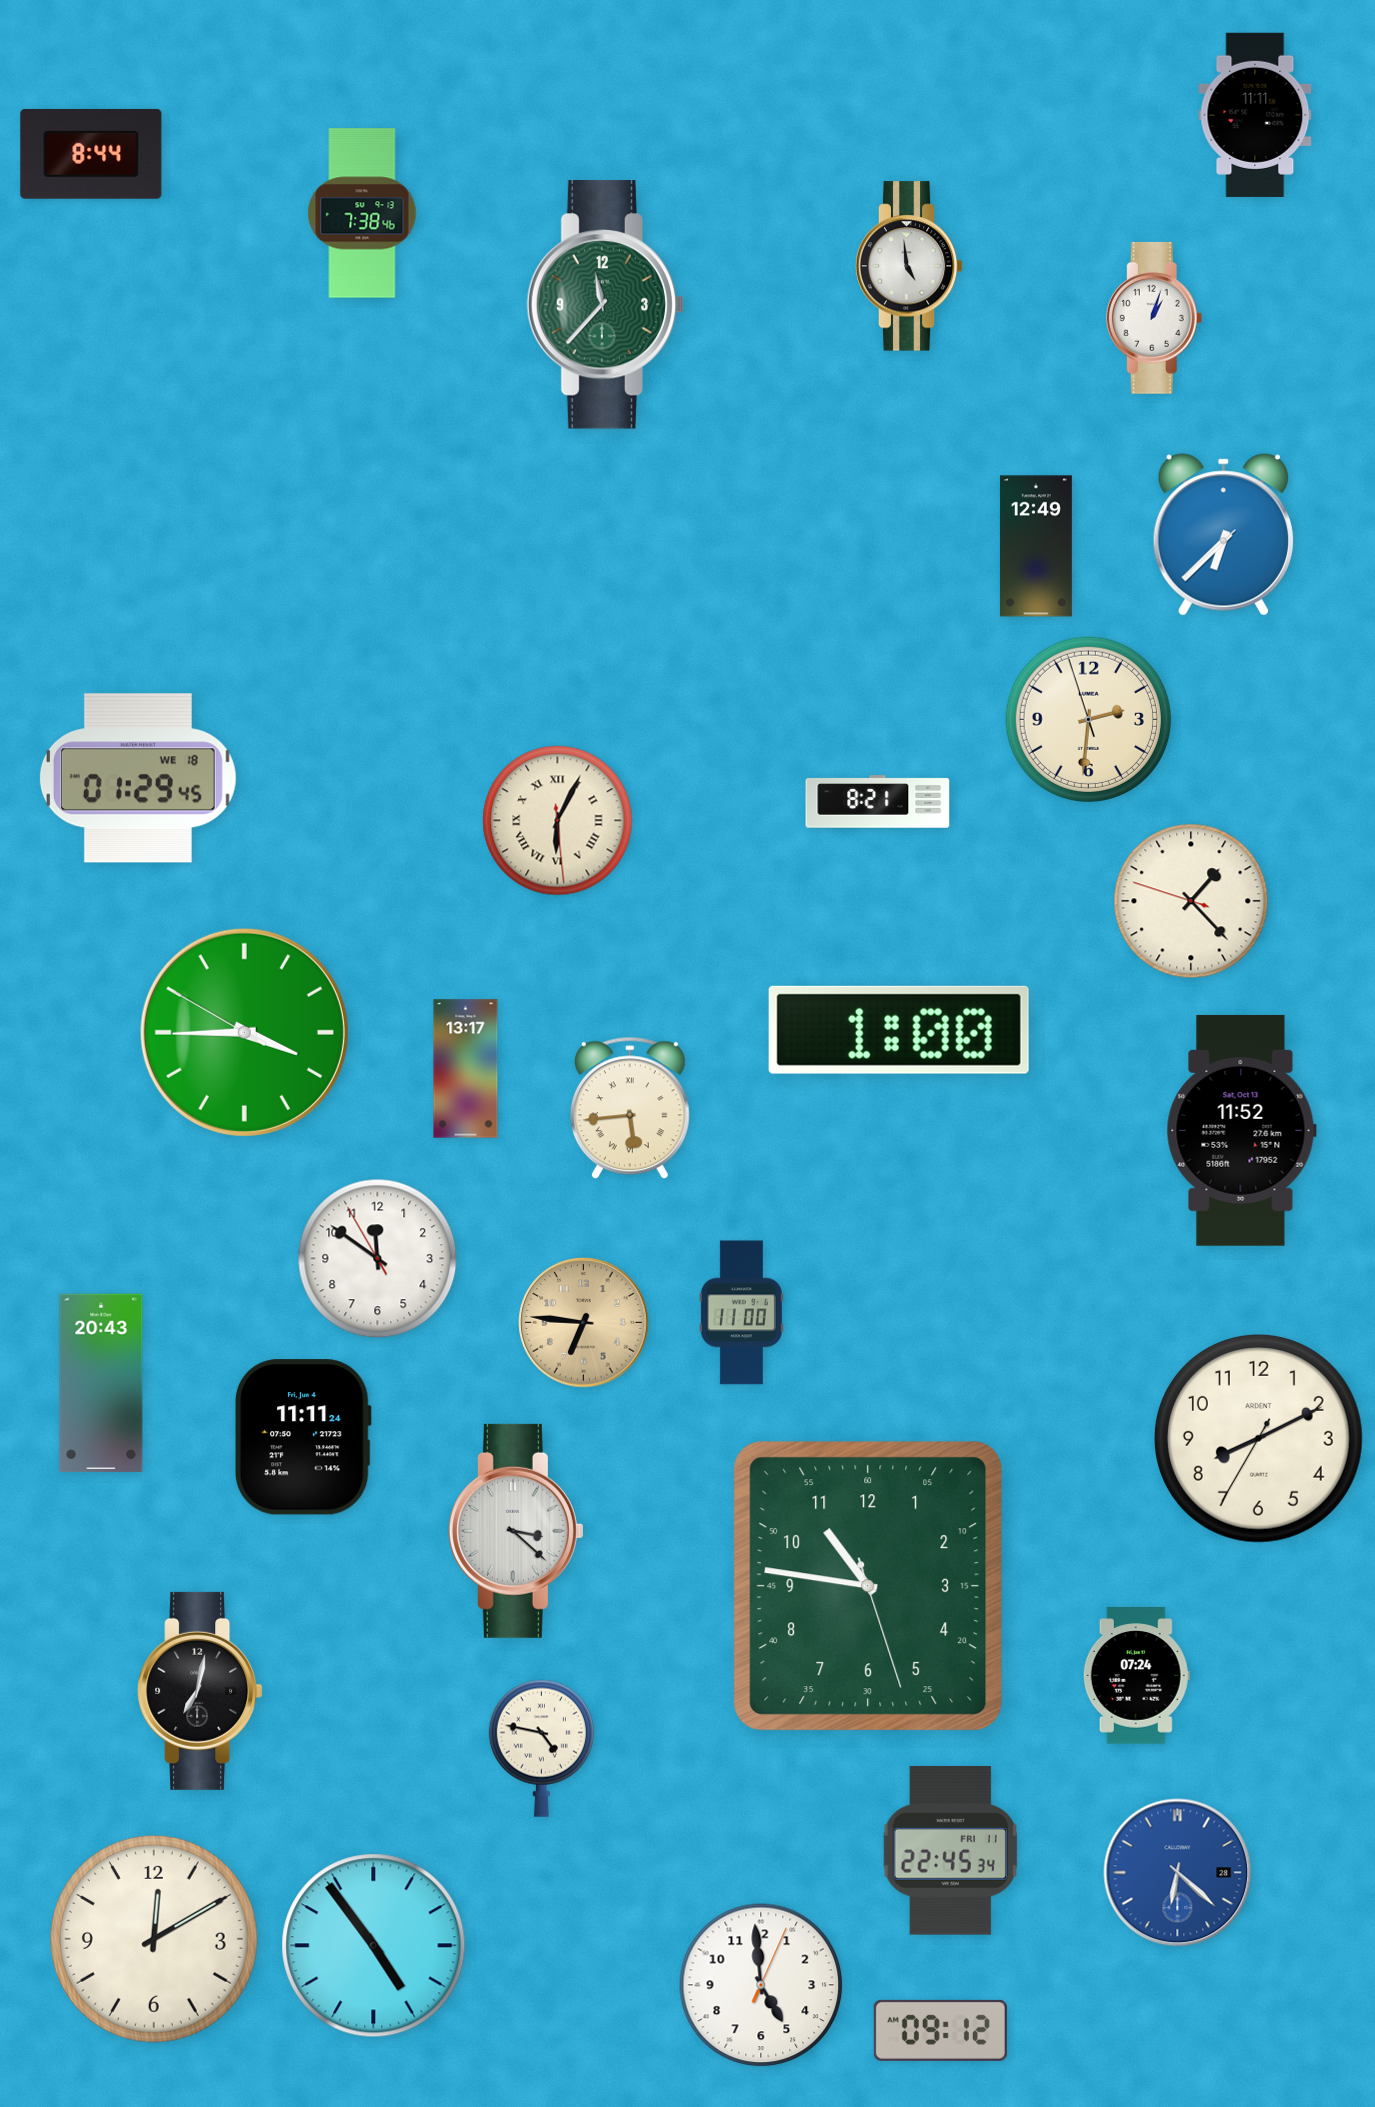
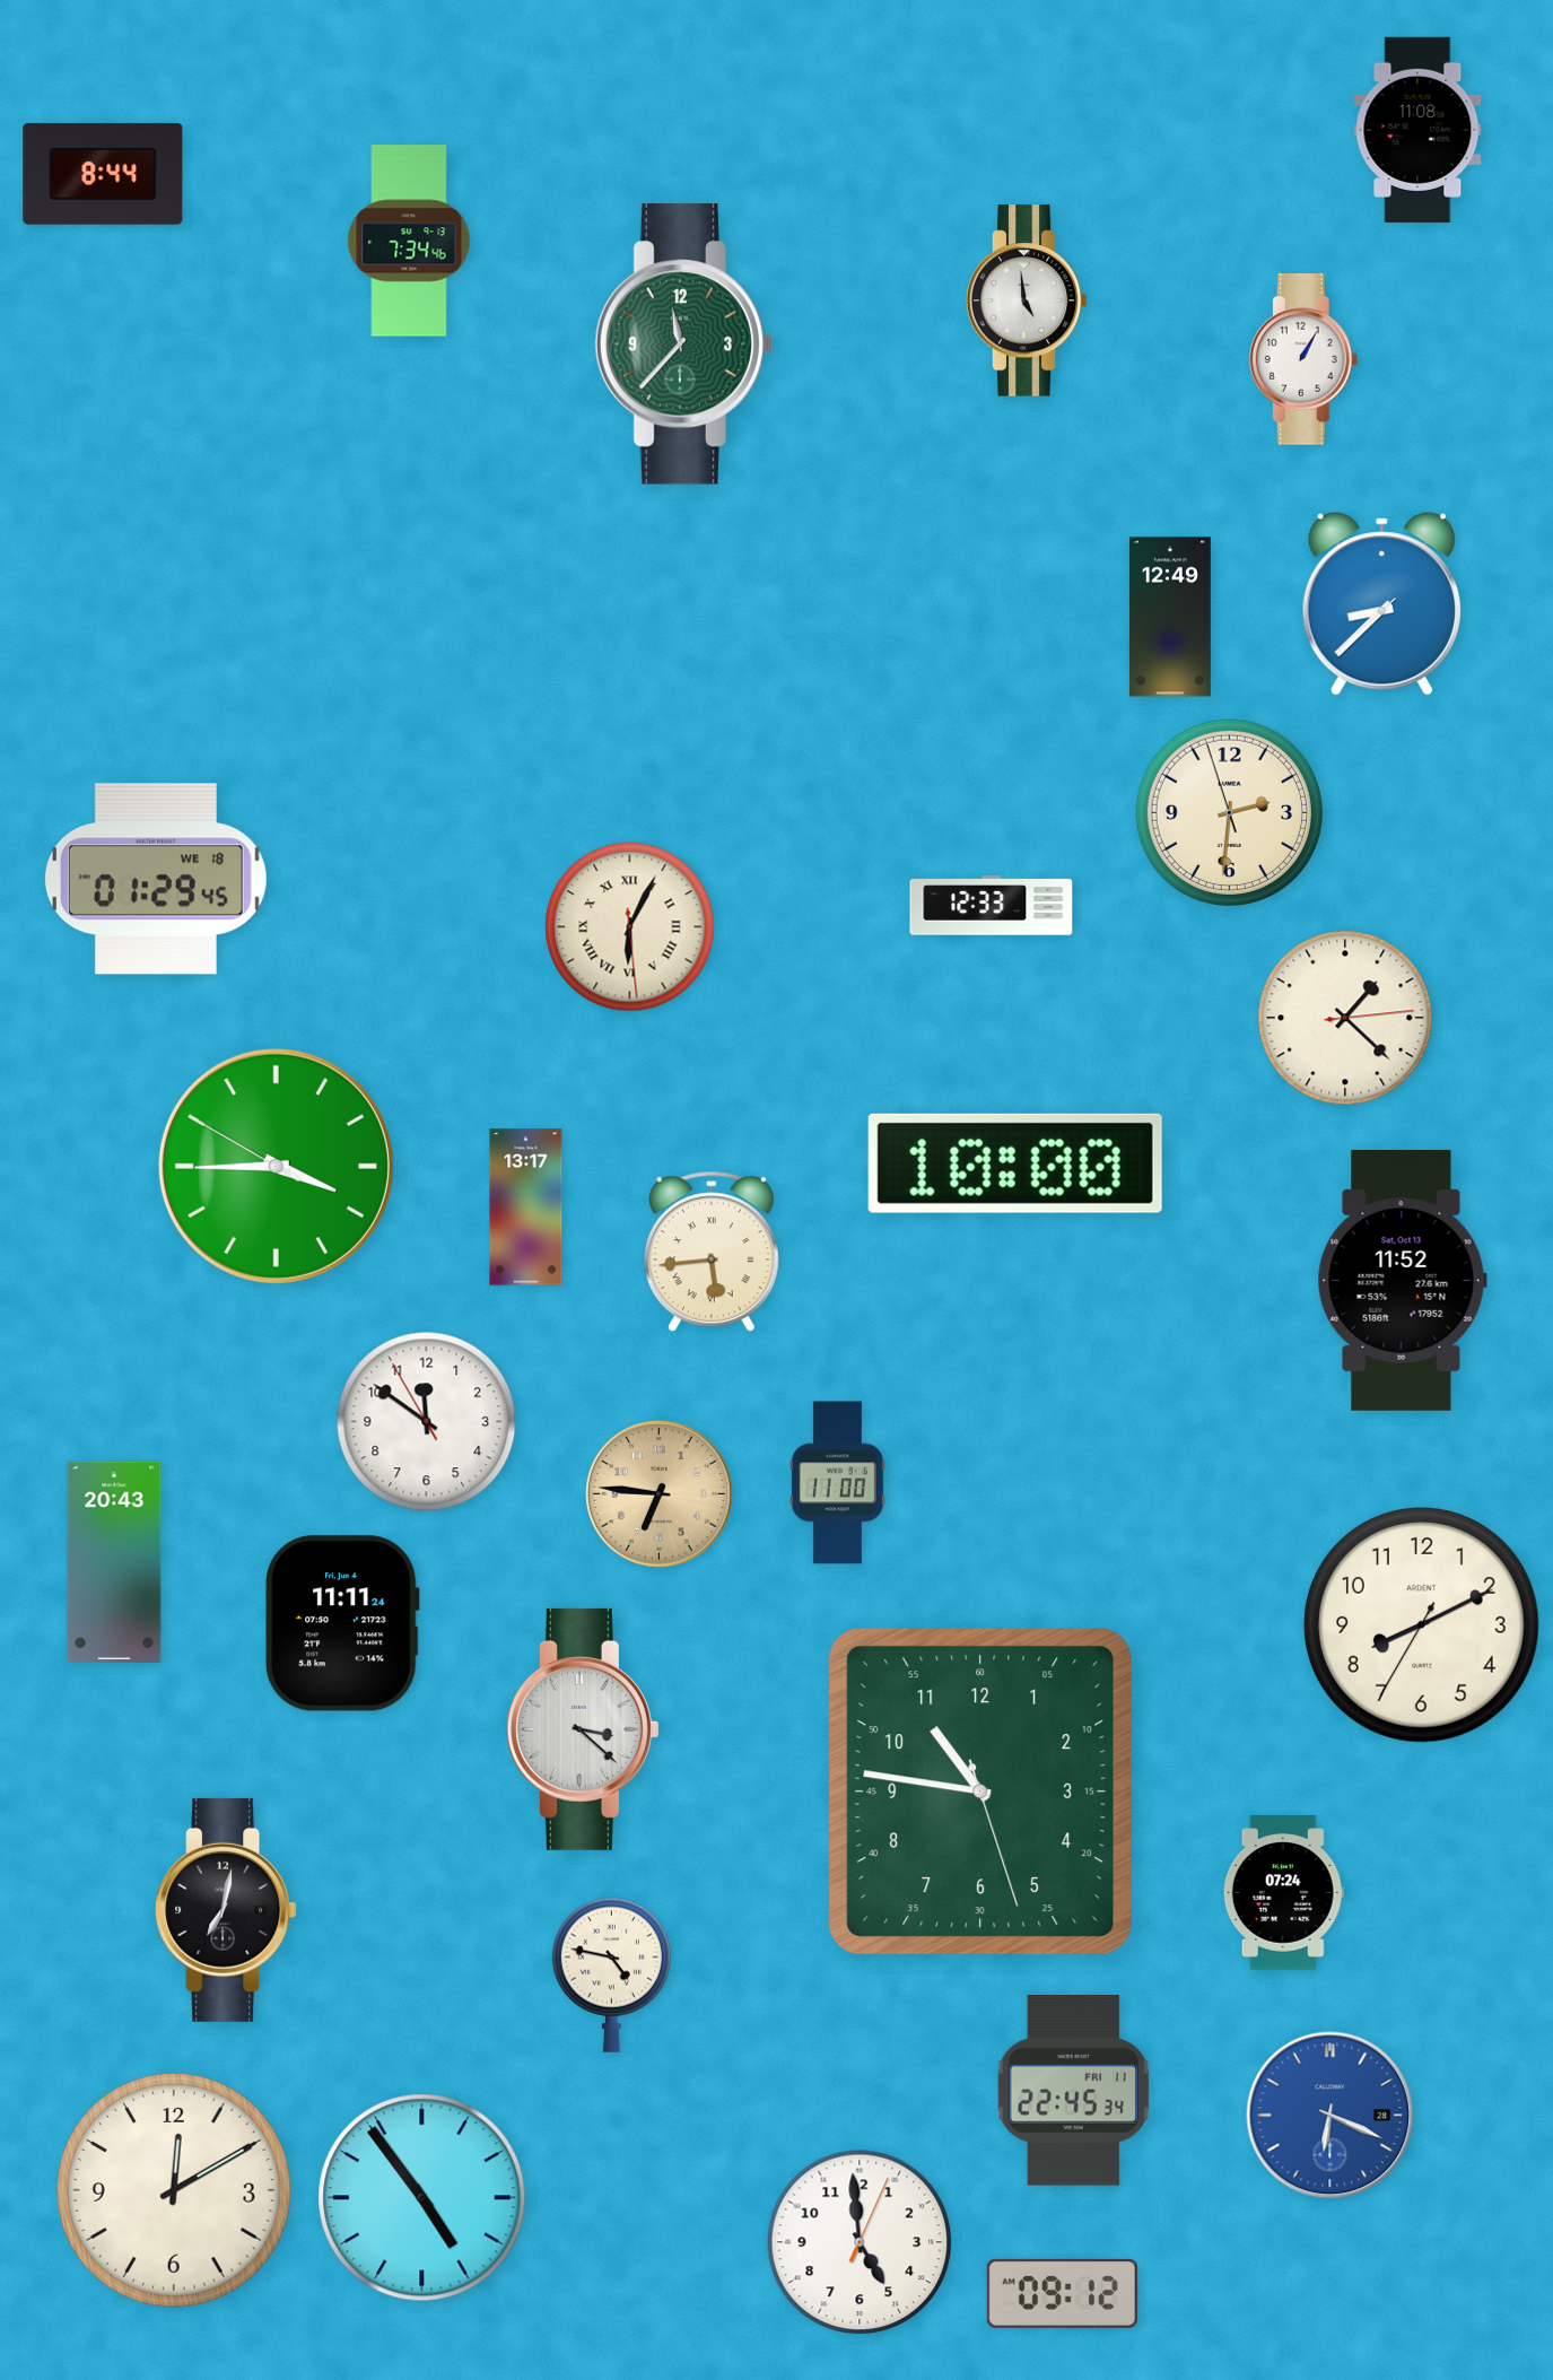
clock at (1255, 115): 11:11 -> 11:08
clock at (362, 213): 7:38 -> 7:34
clock at (1154, 318): 1:03 -> 1:05
clock at (1223, 535): 6:37 -> 8:37
clock at (878, 802): 8:21 -> 12:33
clock at (1191, 901): 1:22:48 -> 1:22:14
clock at (899, 1030): 1:00 -> 10:00
clock at (1241, 1130) position: (1241, 1130) -> (1402, 1280)
clock at (1178, 1873): 6:22 -> 6:19
